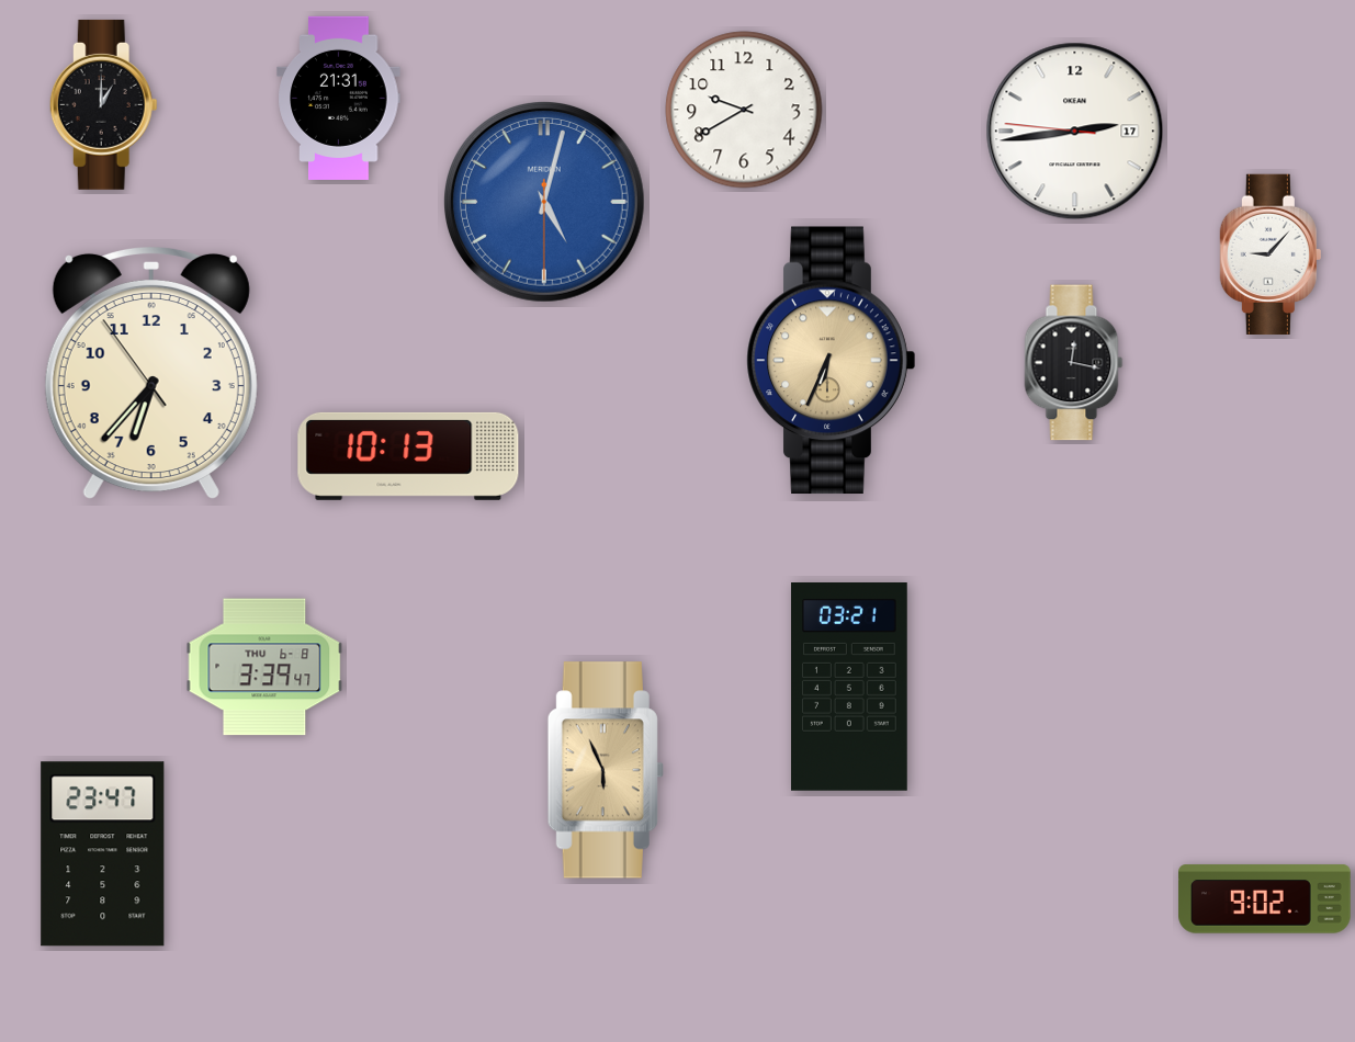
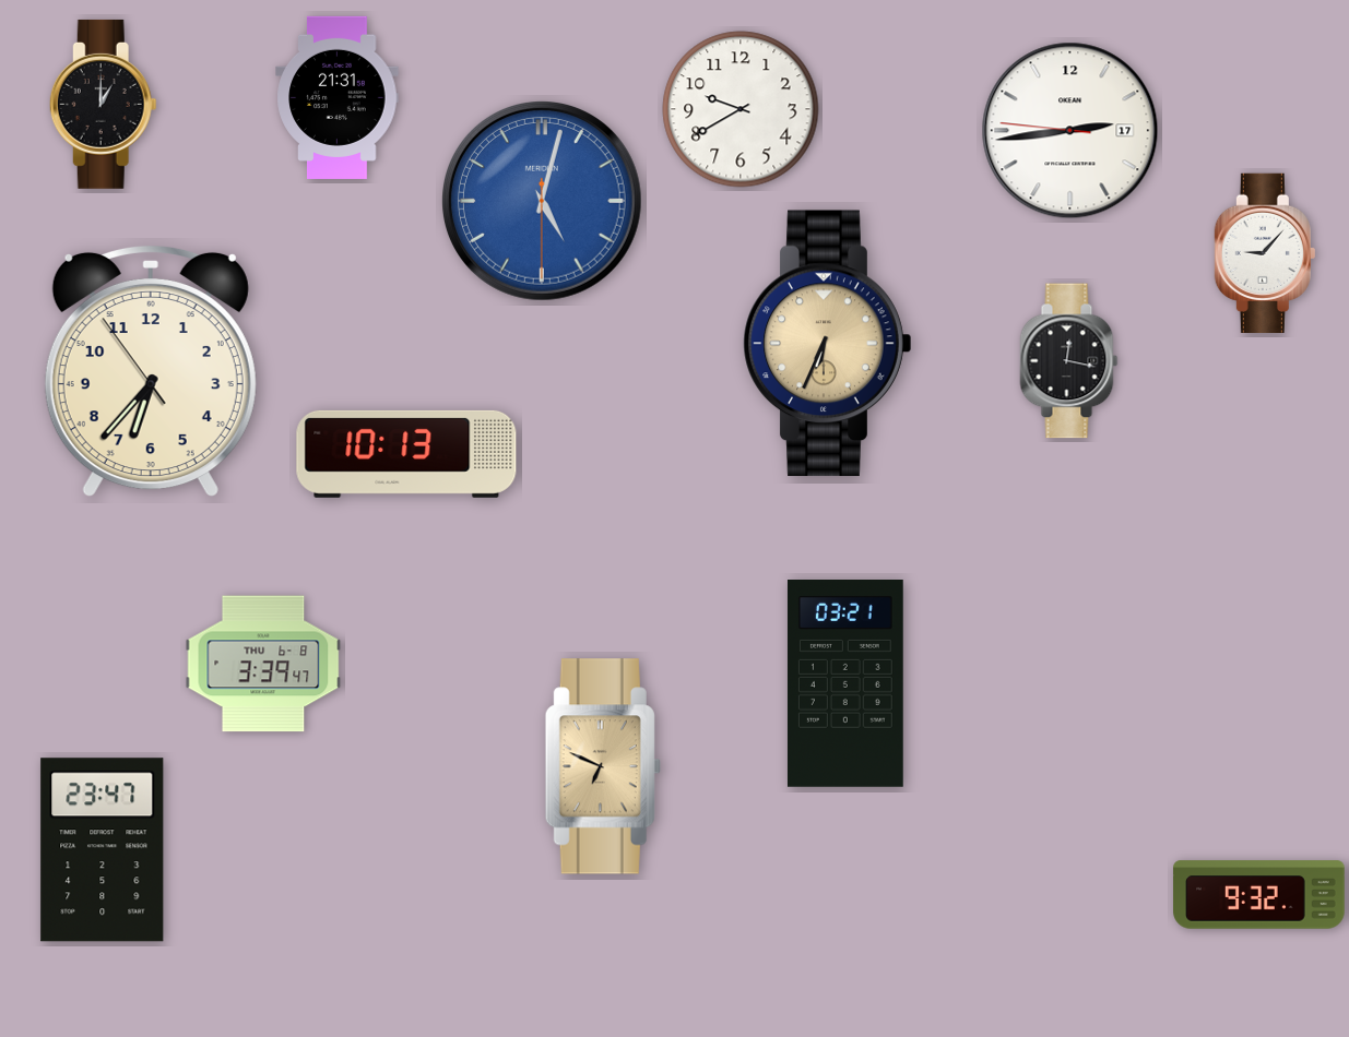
clock at (832, 361) position: (832, 361) -> (828, 344)
clock at (606, 770): 5:56 -> 6:49
clock at (1265, 899): 9:02 -> 9:32
